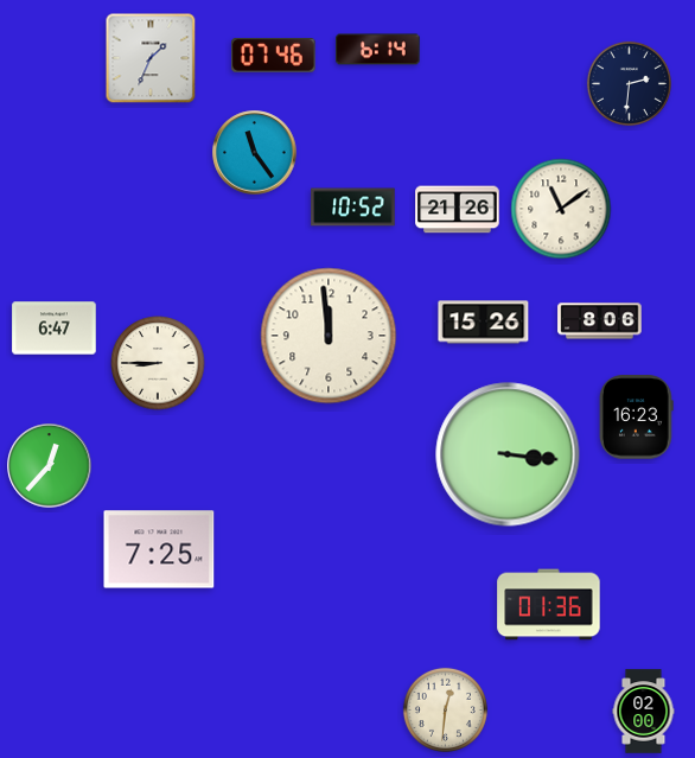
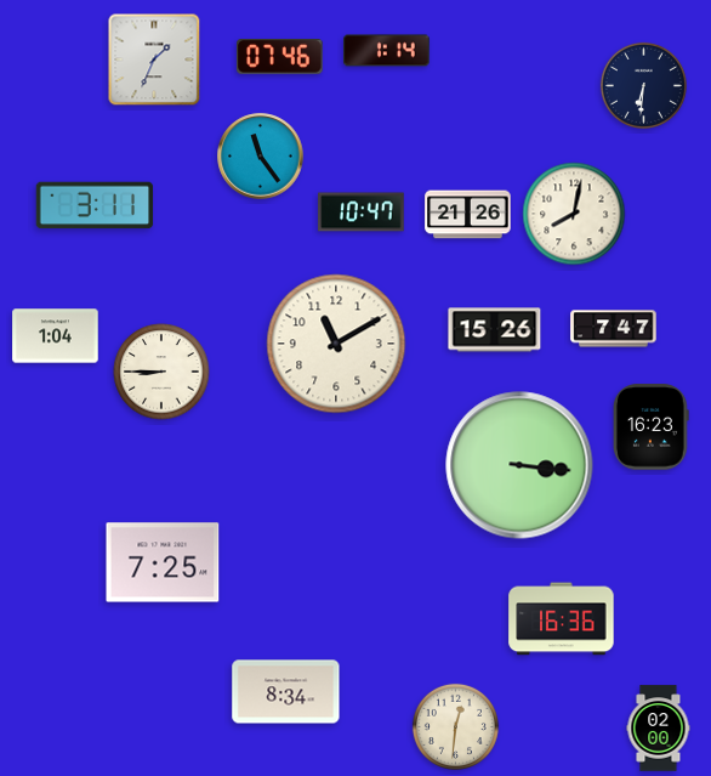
clock at (378, 50): 6:14 -> 1:14
clock at (629, 83): 2:31 -> 6:31
clock at (95, 205): none -> 3:11
clock at (353, 208): 10:52 -> 10:47
clock at (561, 209): 11:09 -> 8:02
clock at (600, 321): 8:06 -> 7:47
clock at (55, 329): 6:47 -> 1:04
clock at (329, 336): 11:59 -> 11:10
clock at (50, 466): 12:37 -> none
clock at (549, 605): 01:36 -> 16:36
clock at (286, 692): none -> 8:34
